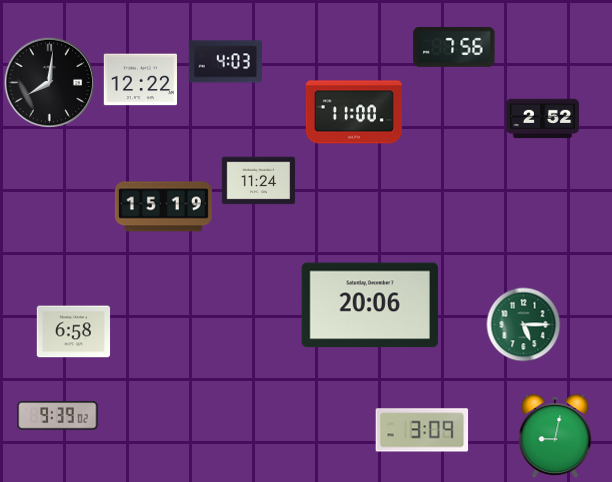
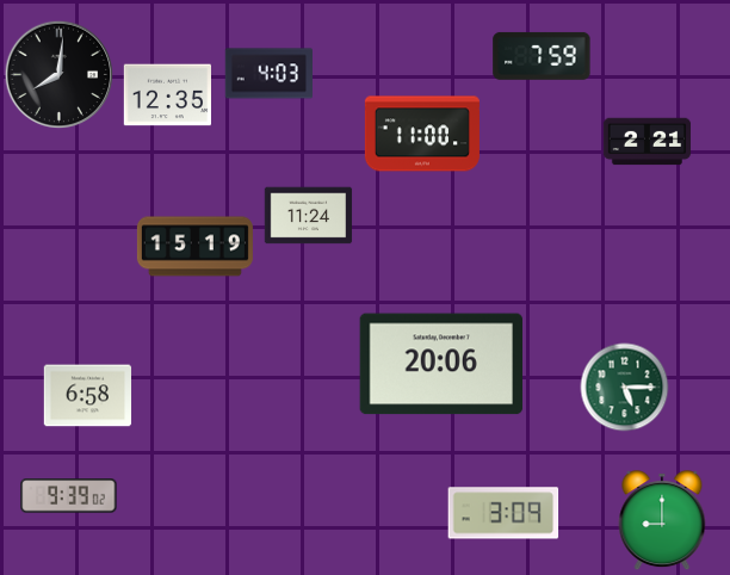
clock at (454, 47): 7:56 -> 7:59
clock at (141, 80): 12:22 -> 12:35
clock at (50, 83) position: (50, 83) -> (60, 75)
clock at (543, 119): 2:52 -> 2:21
clock at (555, 437): 9:02 -> 9:00
